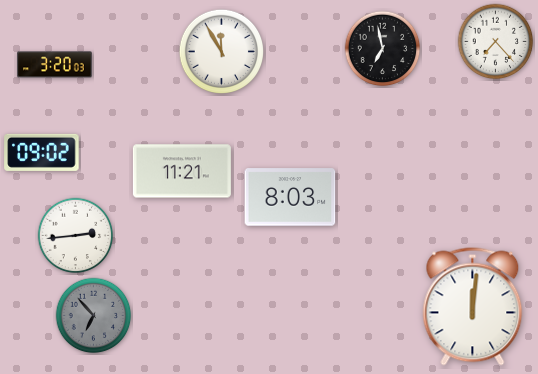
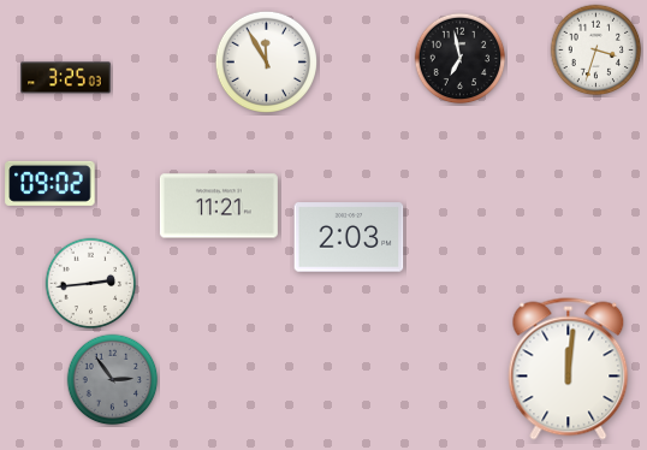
clock at (496, 42): 7:23 -> 3:33
clock at (55, 65): 3:20 -> 3:25
clock at (290, 197): 8:03 -> 2:03
clock at (94, 316): 6:53 -> 2:54
